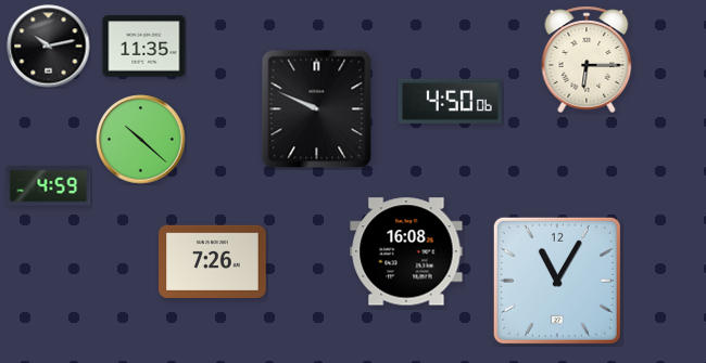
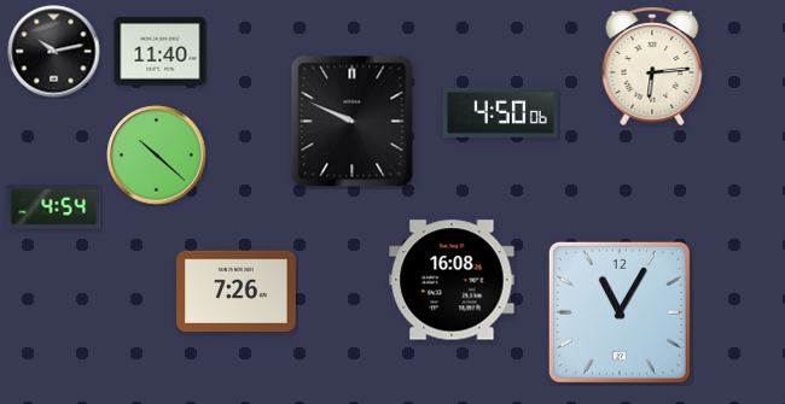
clock at (144, 47): 11:35 -> 11:40
clock at (587, 60): 6:15 -> 6:14
clock at (49, 186): 4:59 -> 4:54
